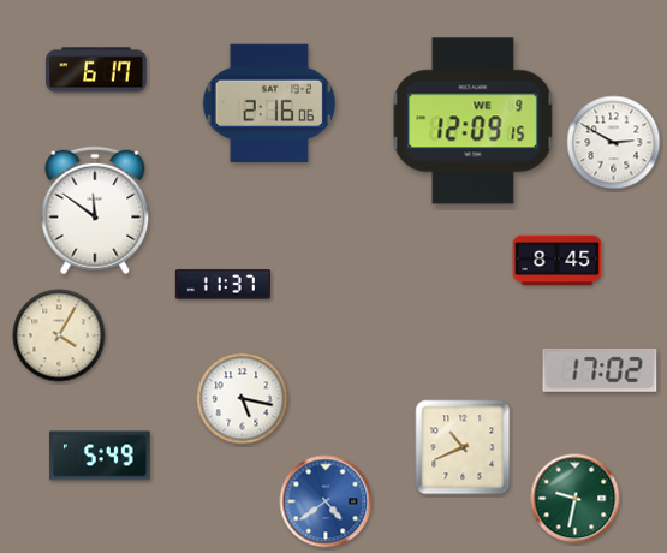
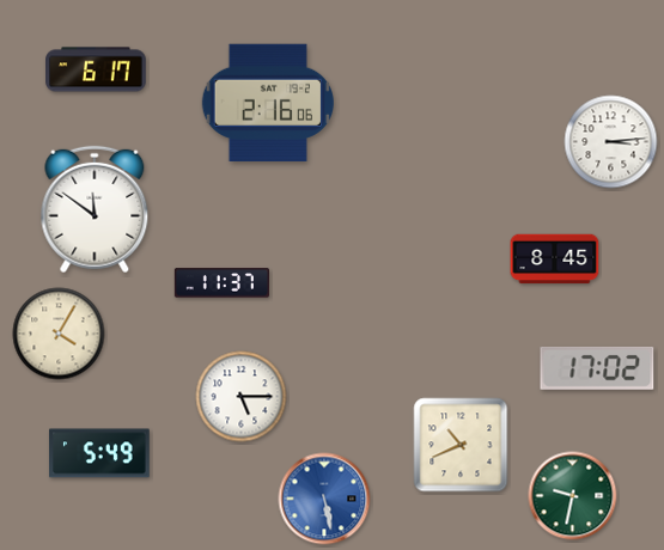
clock at (474, 121): 12:09 -> none
clock at (614, 143): 2:50 -> 3:14
clock at (243, 399): 5:17 -> 5:15
clock at (326, 501): 4:39 -> 5:28
